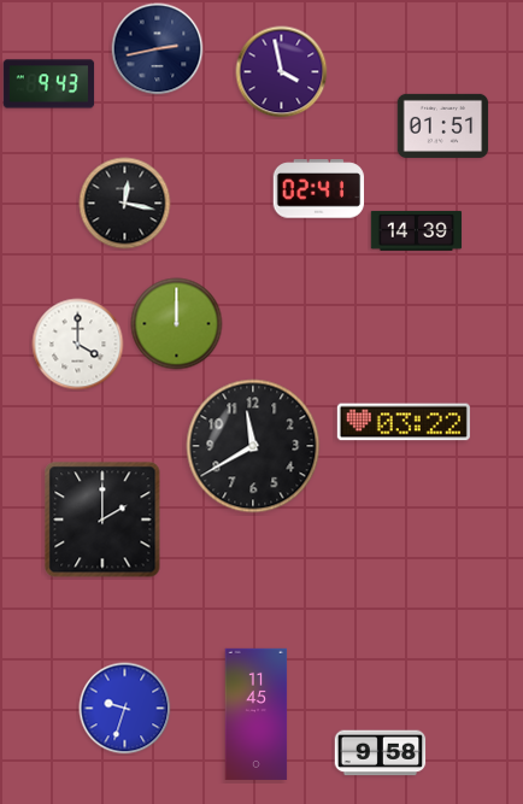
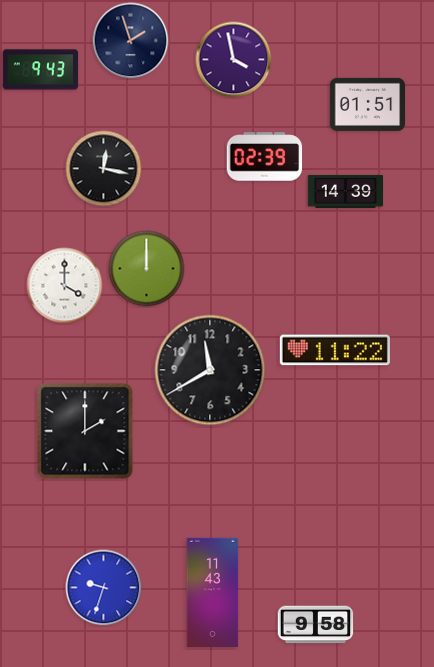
clock at (158, 49): 2:43 -> 1:57
clock at (319, 189): 02:41 -> 02:39
clock at (404, 422): 03:22 -> 11:22
clock at (257, 714): 11:45 -> 11:43
